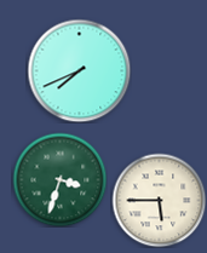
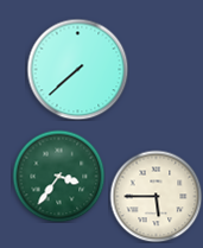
clock at (79, 70): 7:41 -> 7:38
clock at (59, 179): 3:33 -> 3:36
